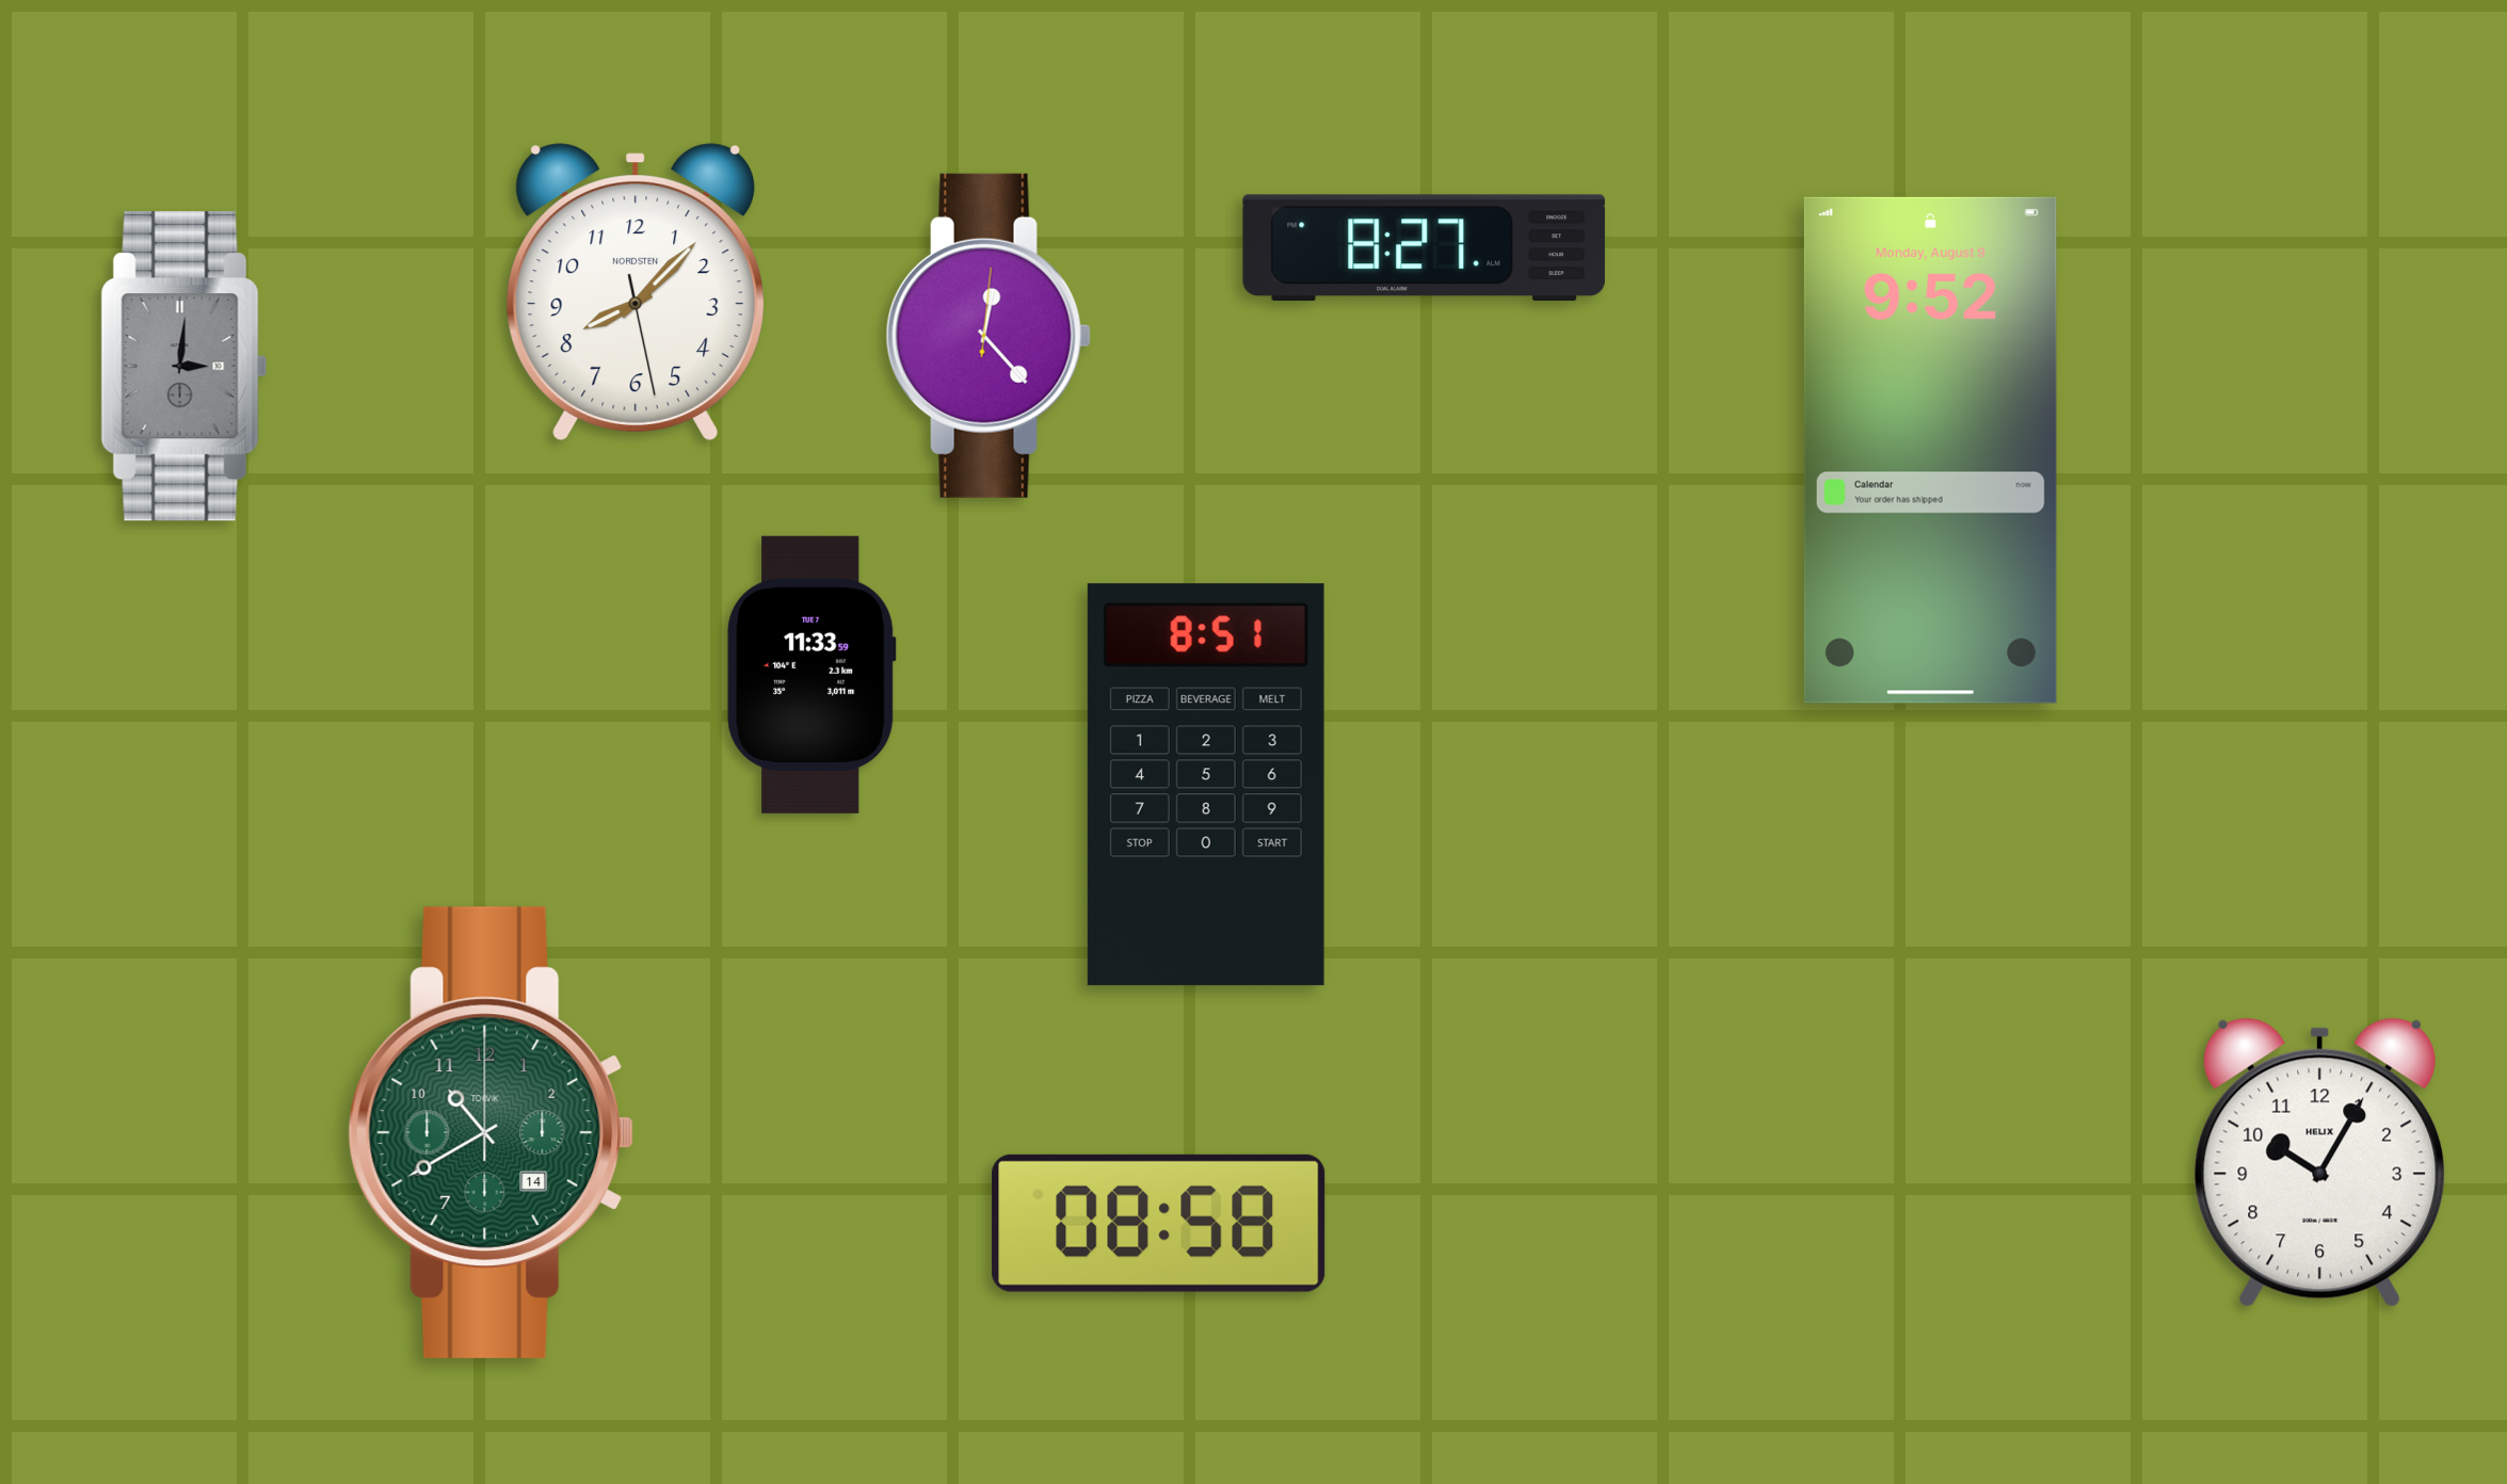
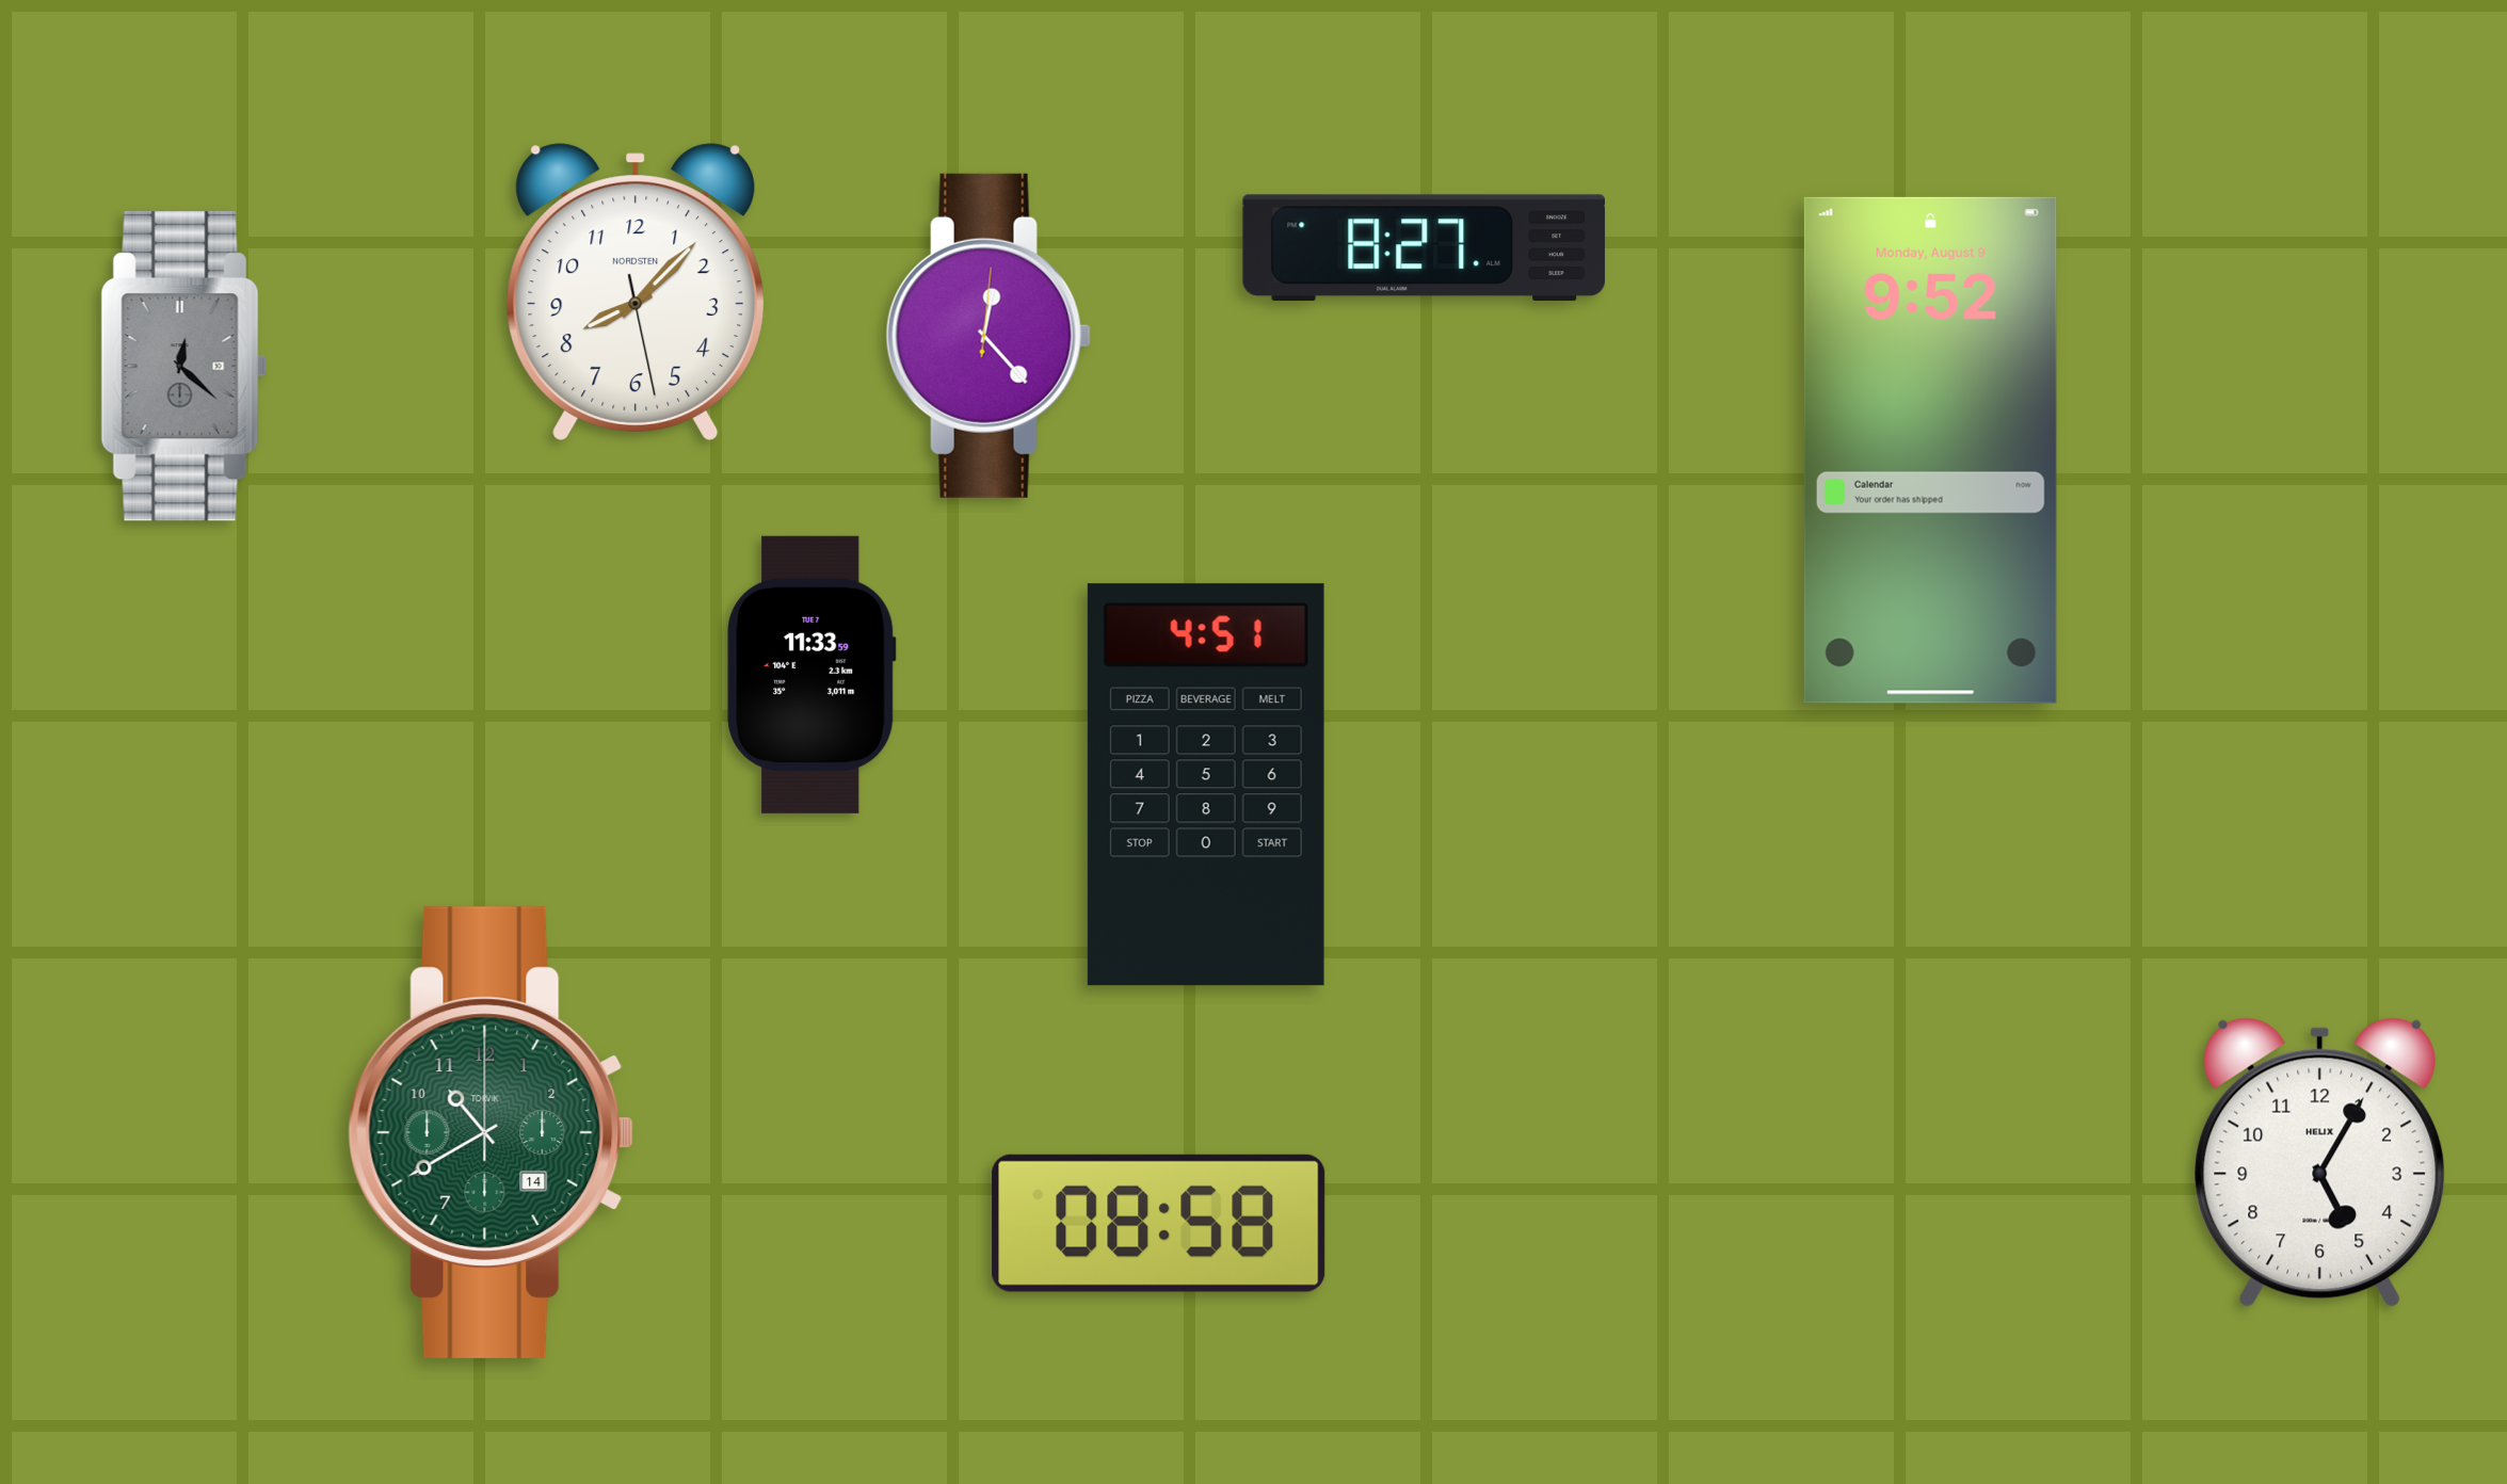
clock at (183, 367): 3:01 -> 12:22
clock at (1206, 785): 8:51 -> 4:51
clock at (2320, 1162): 10:05 -> 5:05
